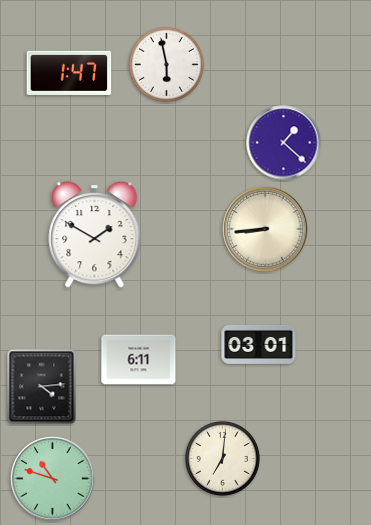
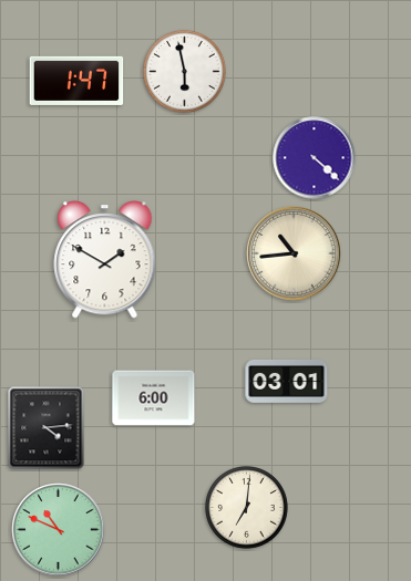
clock at (284, 143): 1:22 -> 4:22
clock at (265, 229): 8:44 -> 10:44
clock at (139, 360): 6:11 -> 6:00
clock at (53, 479): 10:48 -> 10:49
